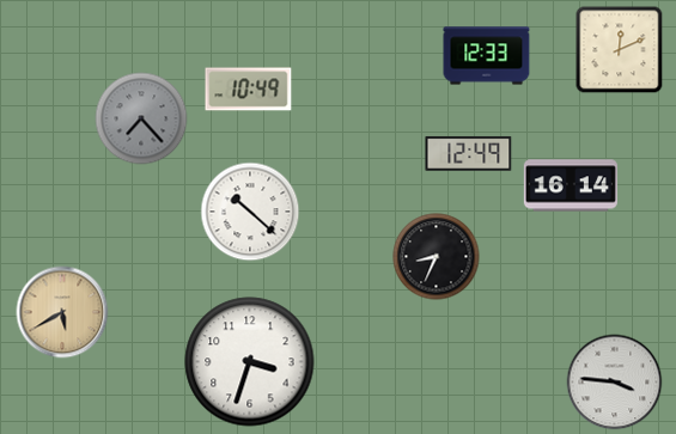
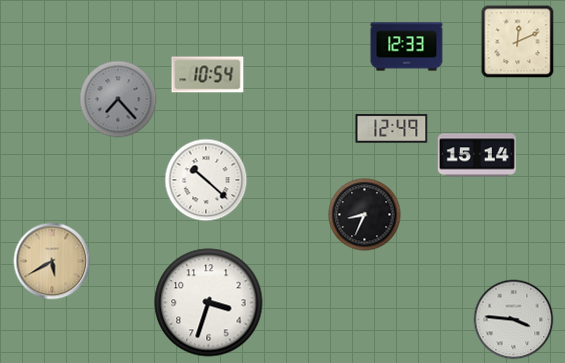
clock at (249, 90): 10:49 -> 10:54
clock at (571, 185): 16:14 -> 15:14
clock at (250, 212) position: (250, 212) -> (206, 180)
